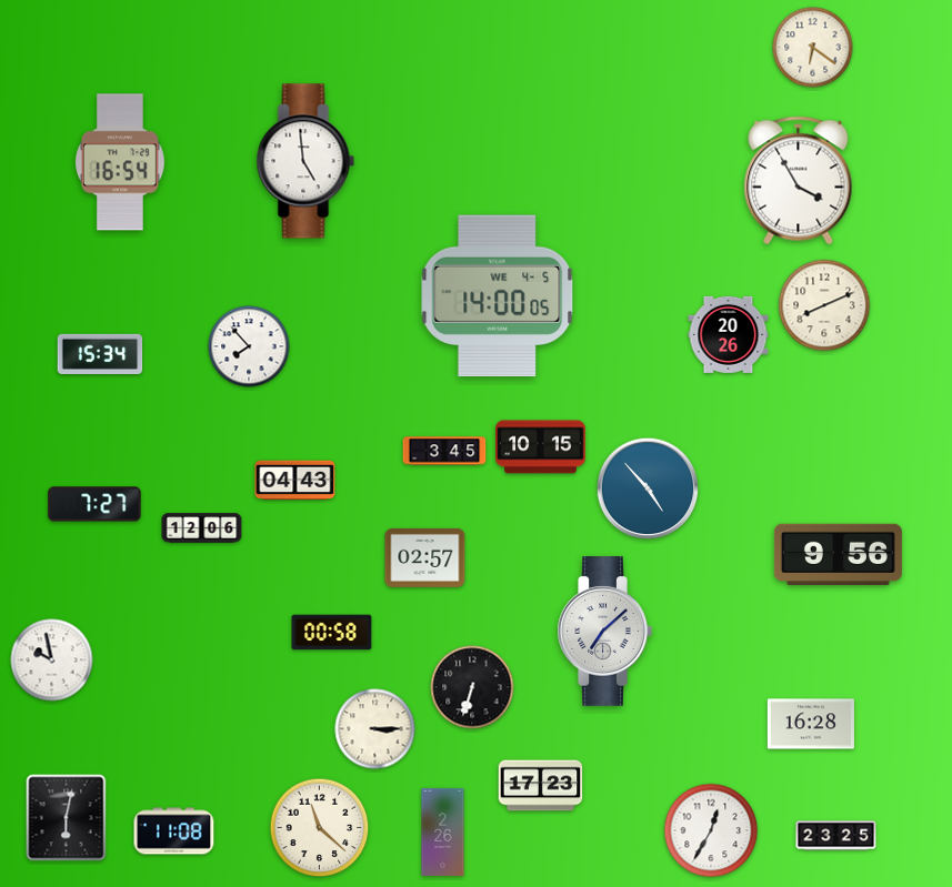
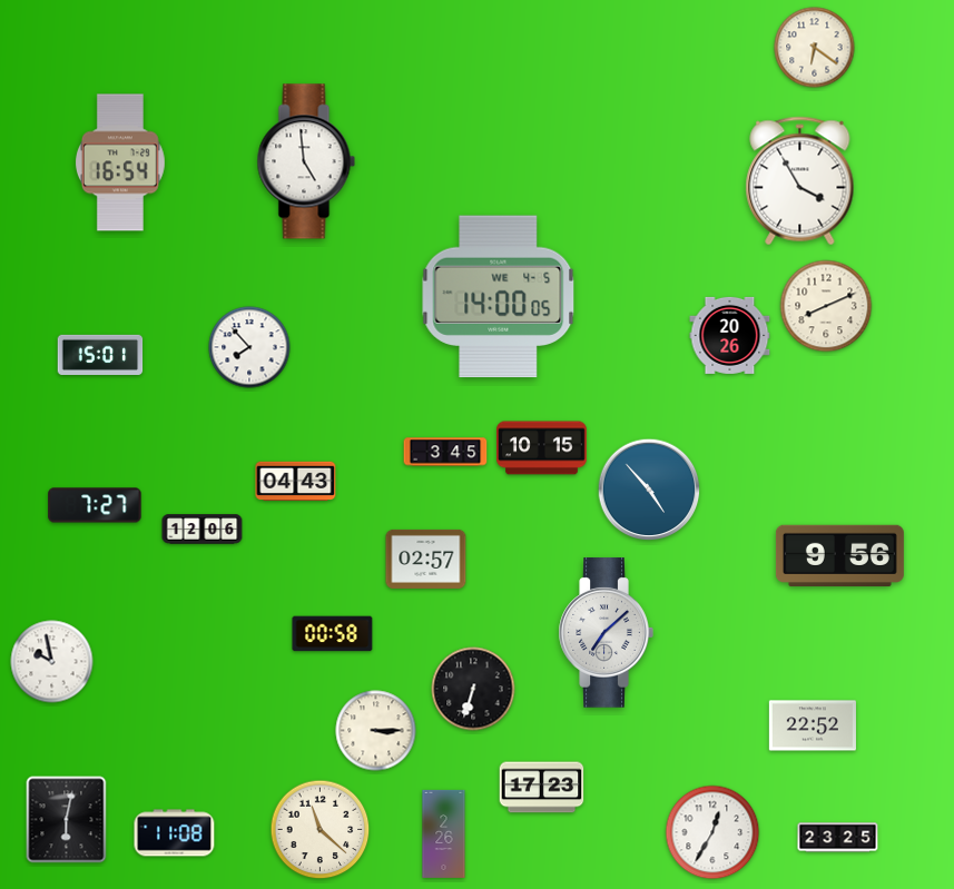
clock at (100, 354): 15:34 -> 15:01
clock at (811, 724): 16:28 -> 22:52
